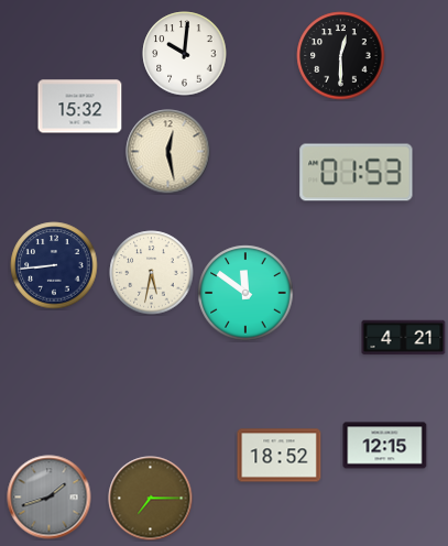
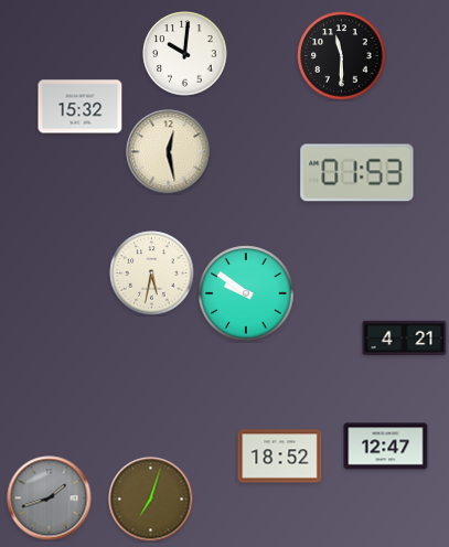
clock at (341, 56): 12:30 -> 11:30
clock at (54, 265): 8:44 -> none
clock at (245, 293): 11:51 -> 9:51
clock at (385, 446): 12:15 -> 12:47
clock at (151, 499): 7:15 -> 7:03
